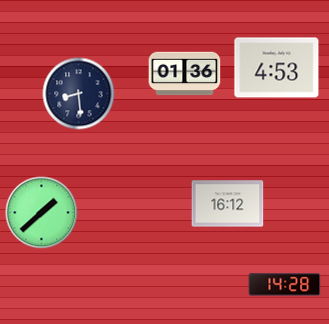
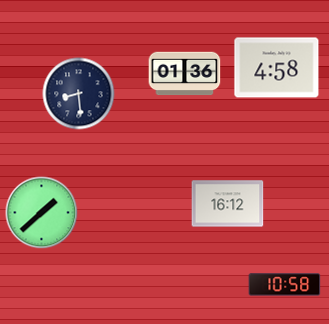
clock at (277, 68): 4:53 -> 4:58
clock at (285, 285): 14:28 -> 10:58
